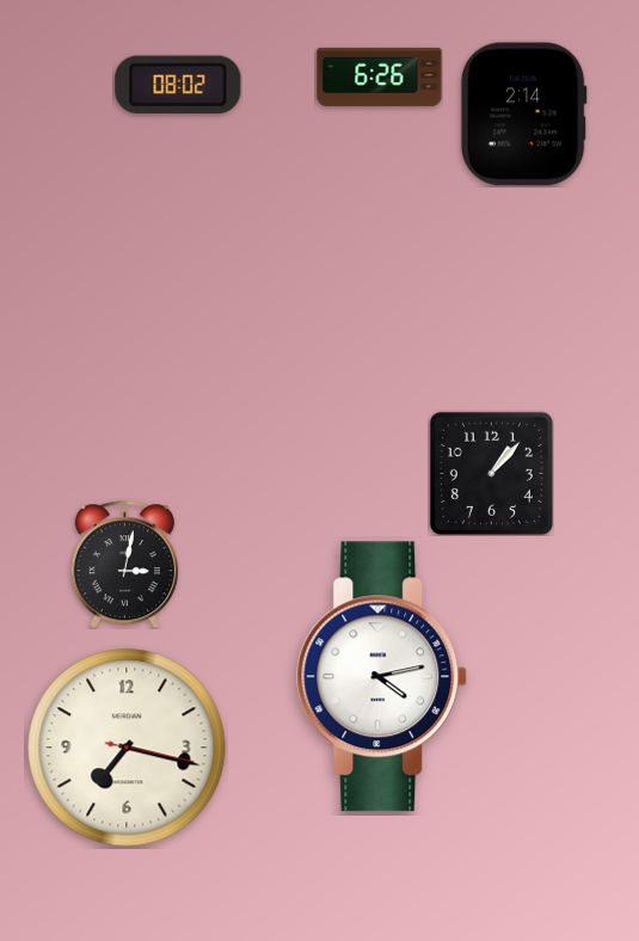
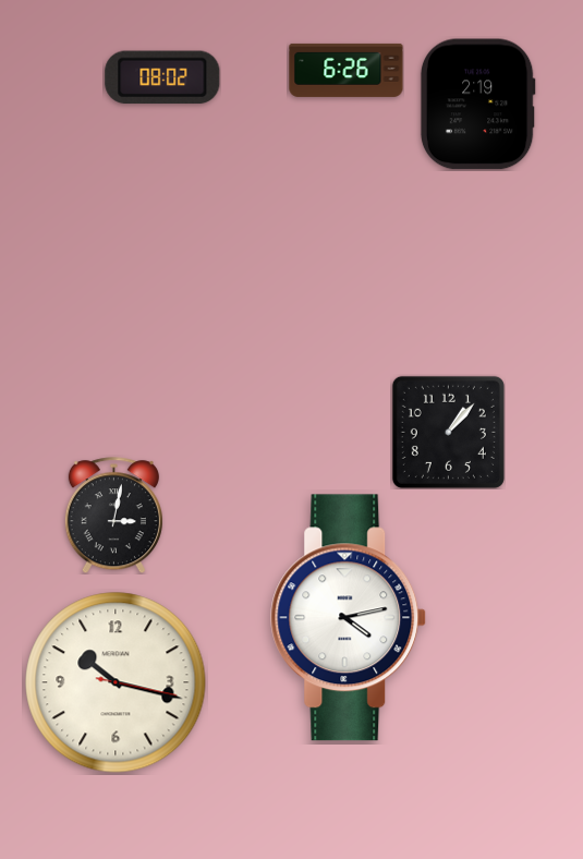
clock at (523, 115): 2:14 -> 2:19
clock at (127, 748): 7:17 -> 10:17
